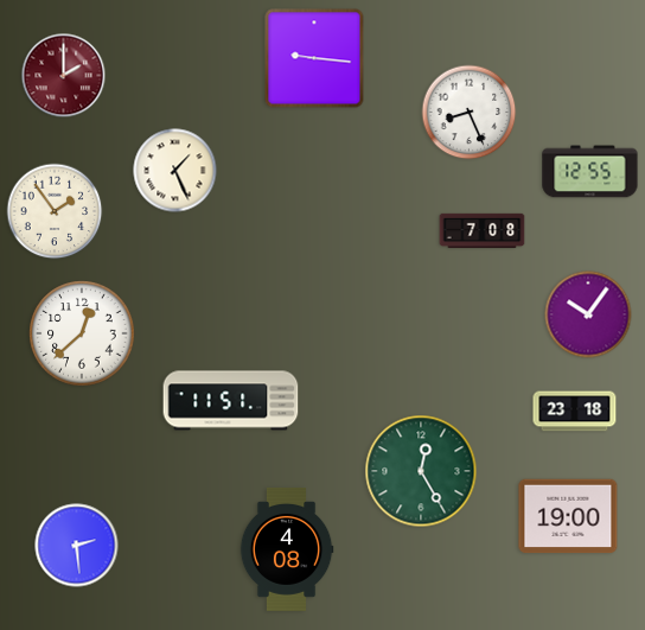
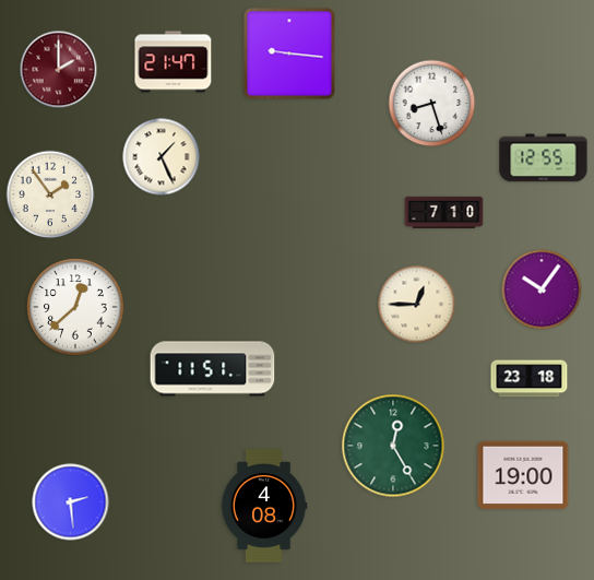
clock at (174, 62): none -> 21:47
clock at (470, 113): 8:26 -> 8:27
clock at (483, 231): 7:08 -> 7:10
clock at (417, 305): none -> 12:45
clock at (421, 471) position: (421, 471) -> (393, 446)
